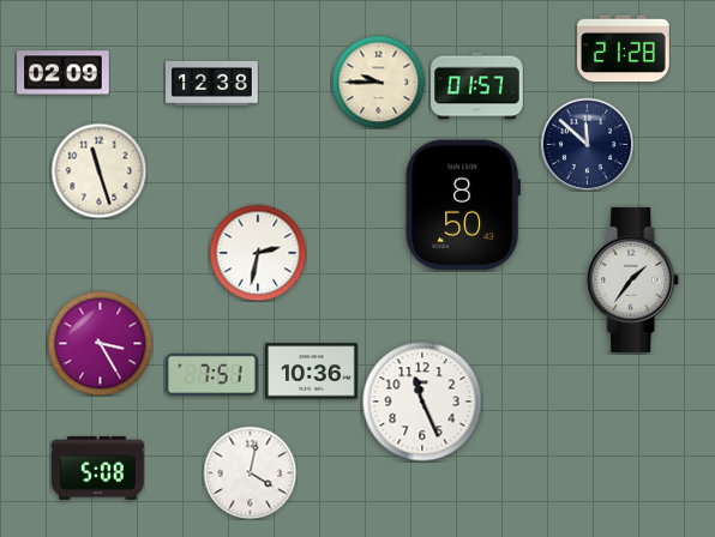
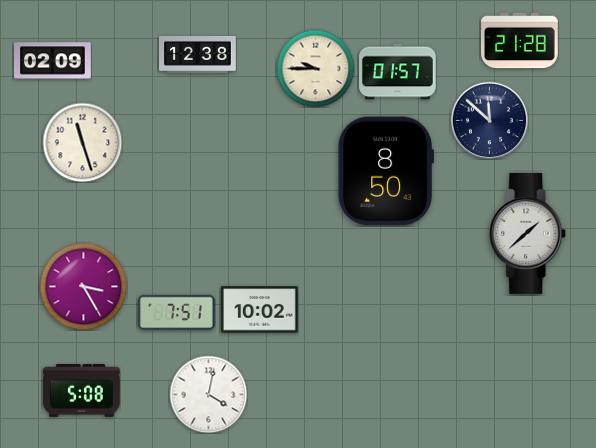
clock at (212, 83) position: (212, 83) -> (198, 54)
clock at (258, 253): 2:32 -> none
clock at (633, 279): 1:36 -> 1:38
clock at (312, 372): 10:36 -> 10:02
clock at (422, 402): 11:26 -> none
